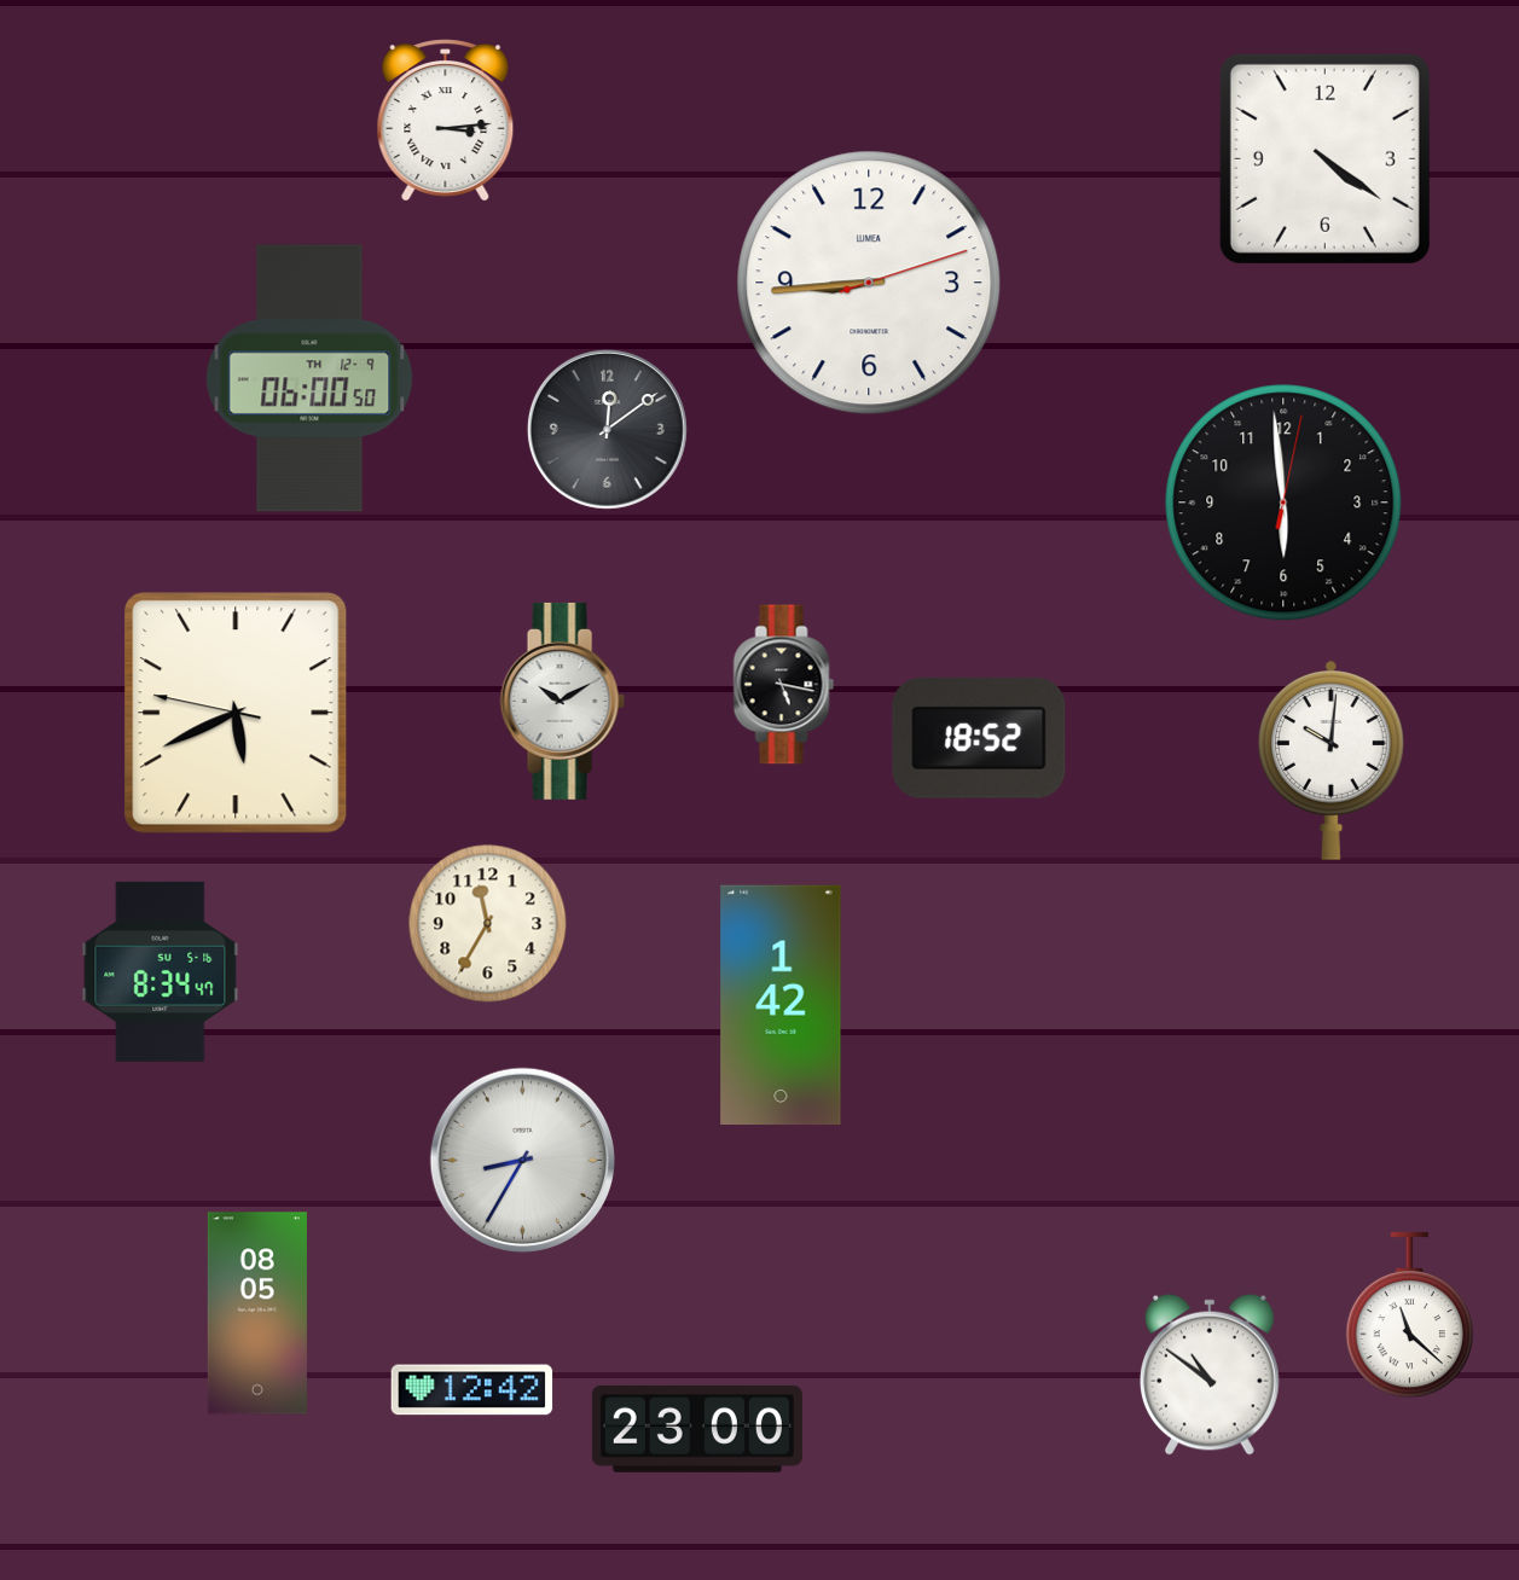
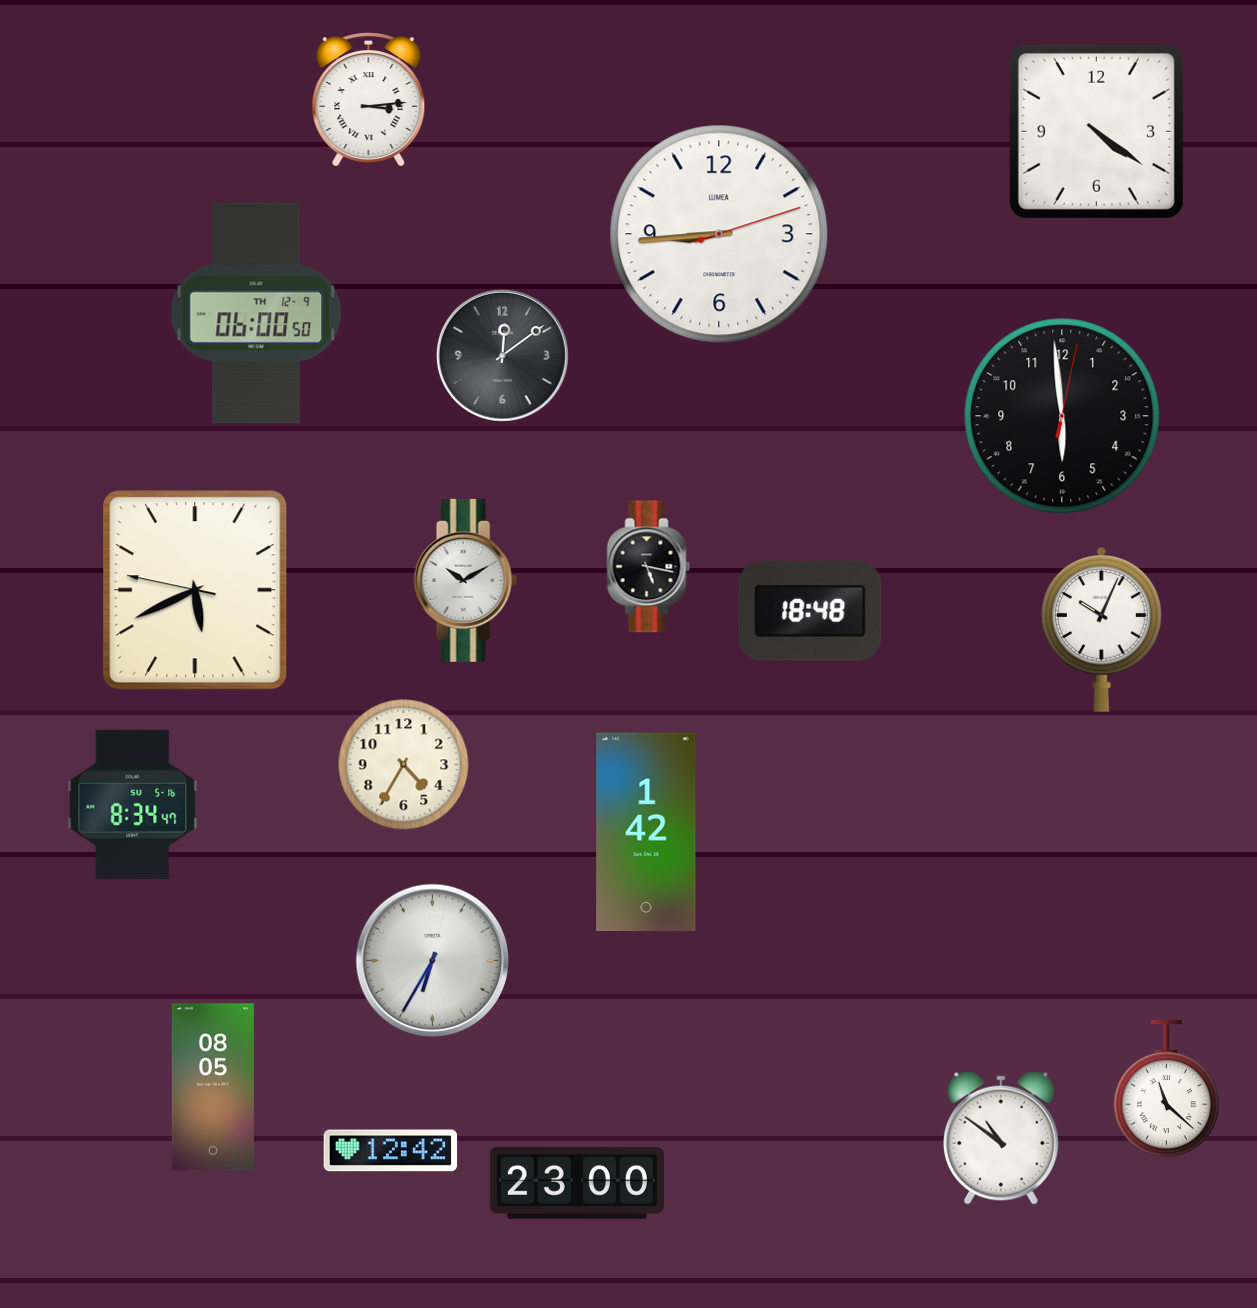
clock at (979, 738): 18:52 -> 18:48
clock at (1332, 760): 10:01 -> 10:04
clock at (488, 924): 11:35 -> 4:35
clock at (523, 1161): 8:35 -> 6:35
